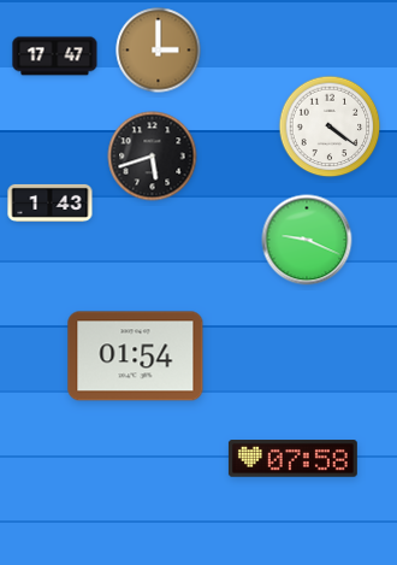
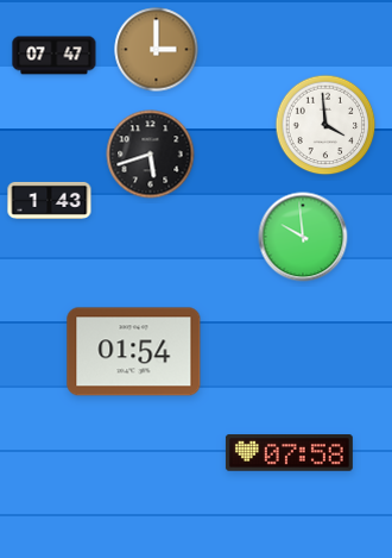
clock at (55, 57): 17:47 -> 07:47
clock at (330, 126): 4:21 -> 3:59
clock at (307, 240): 9:19 -> 9:59
